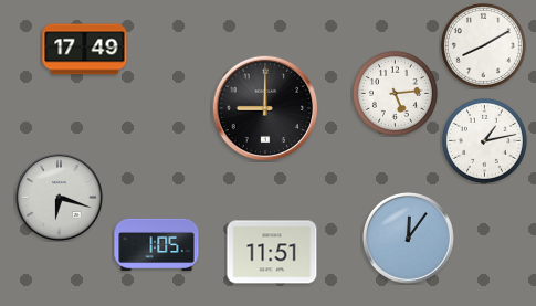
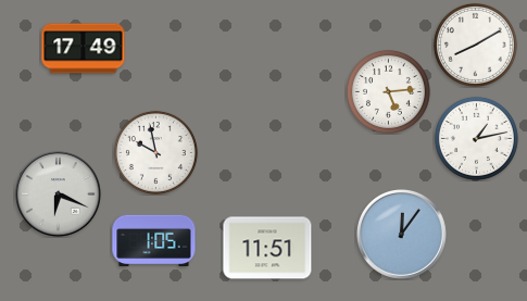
clock at (265, 108): 9:00 -> none
clock at (155, 152): none -> 9:58
clock at (60, 198): 6:18 -> 6:19
